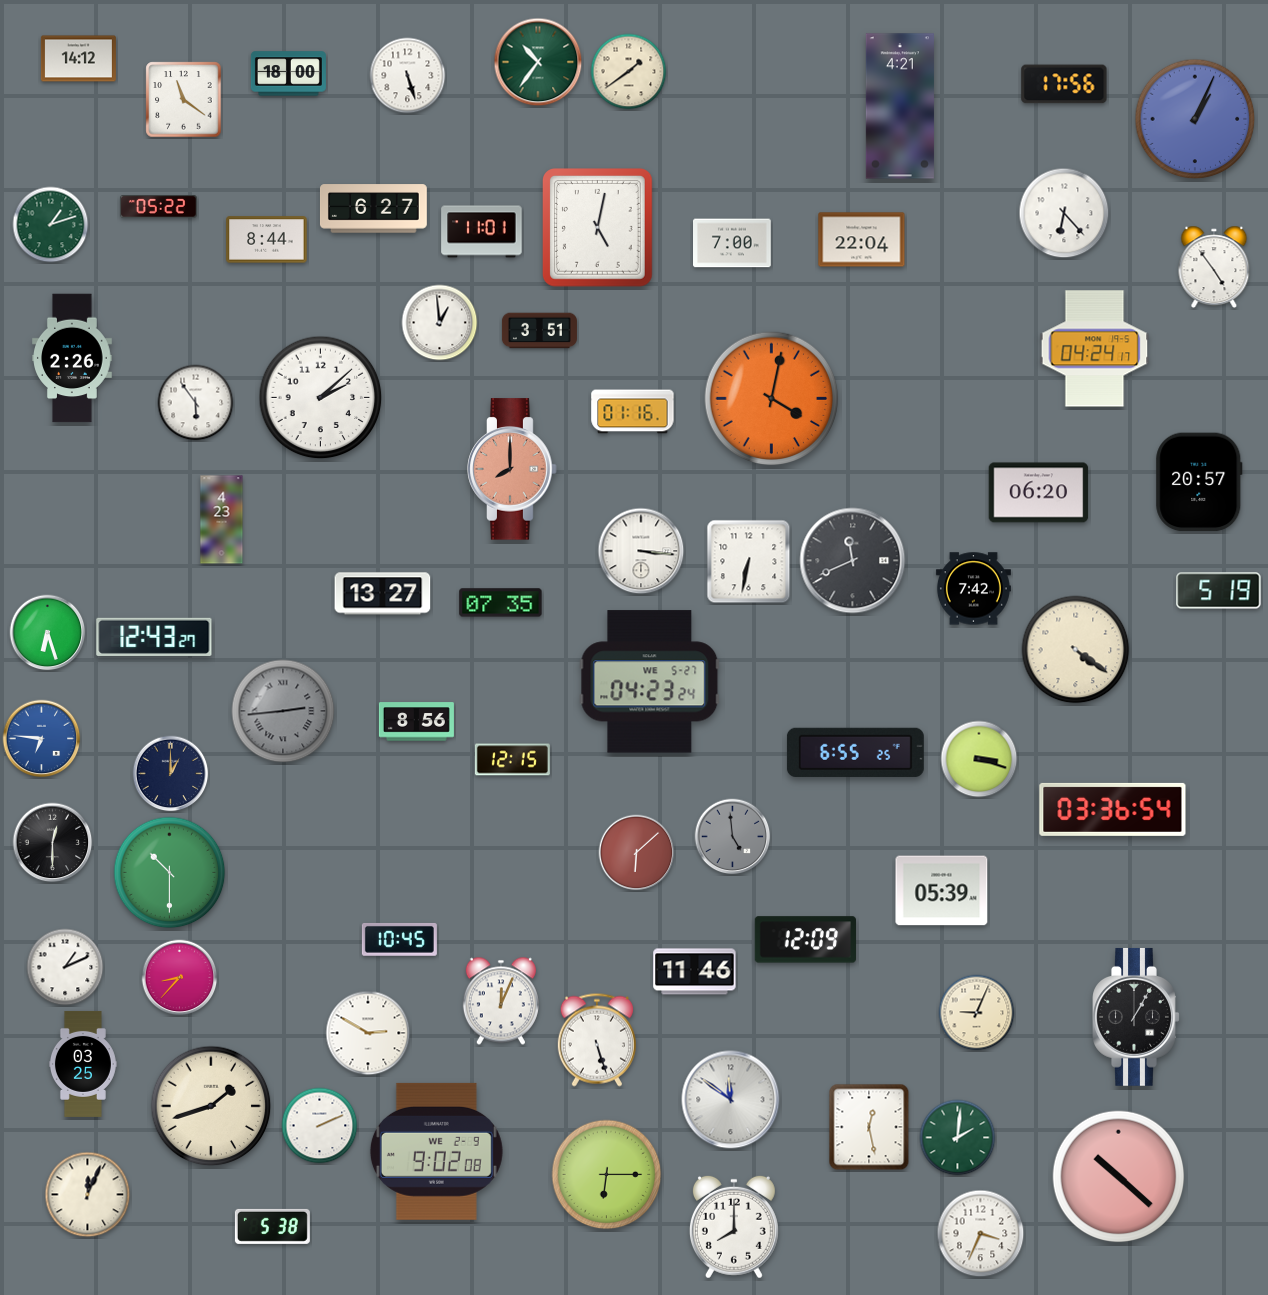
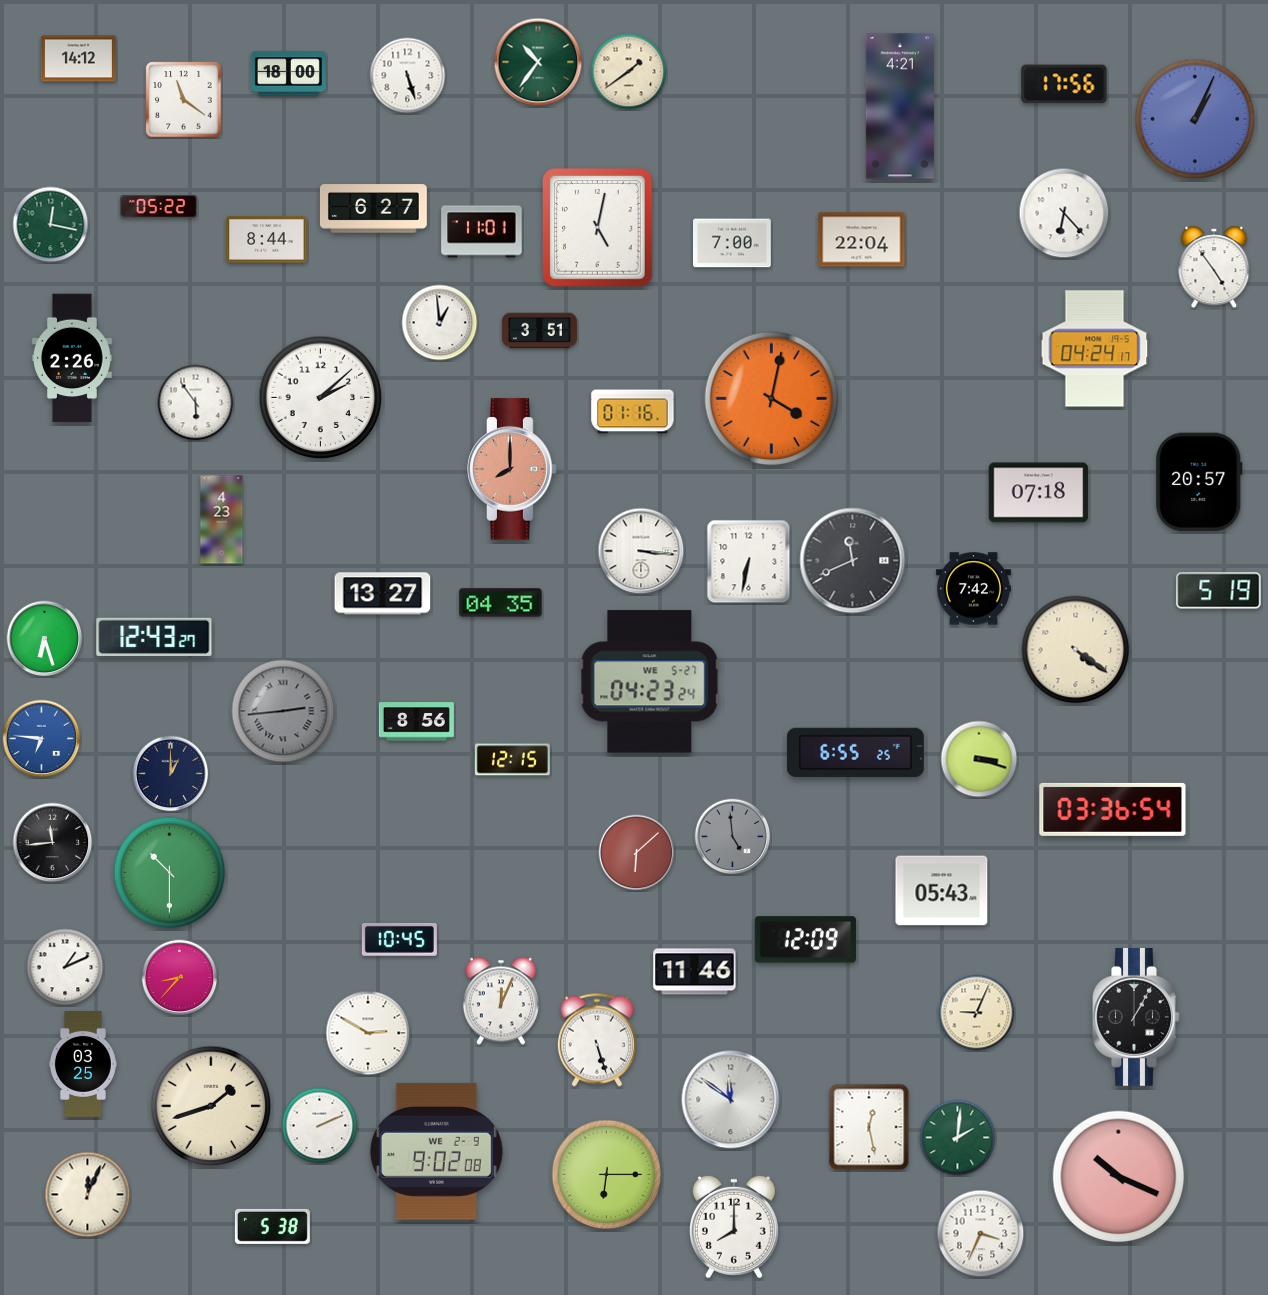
clock at (51, 225): 1:12 -> 12:17
clock at (1039, 493): 06:20 -> 07:18
clock at (501, 603): 07:35 -> 04:35
clock at (48, 633) position: (48, 633) -> (45, 639)
clock at (53, 843): 12:30 -> 11:44
clock at (942, 891): 05:39 -> 05:43
clock at (1119, 1177): 10:22 -> 10:19
